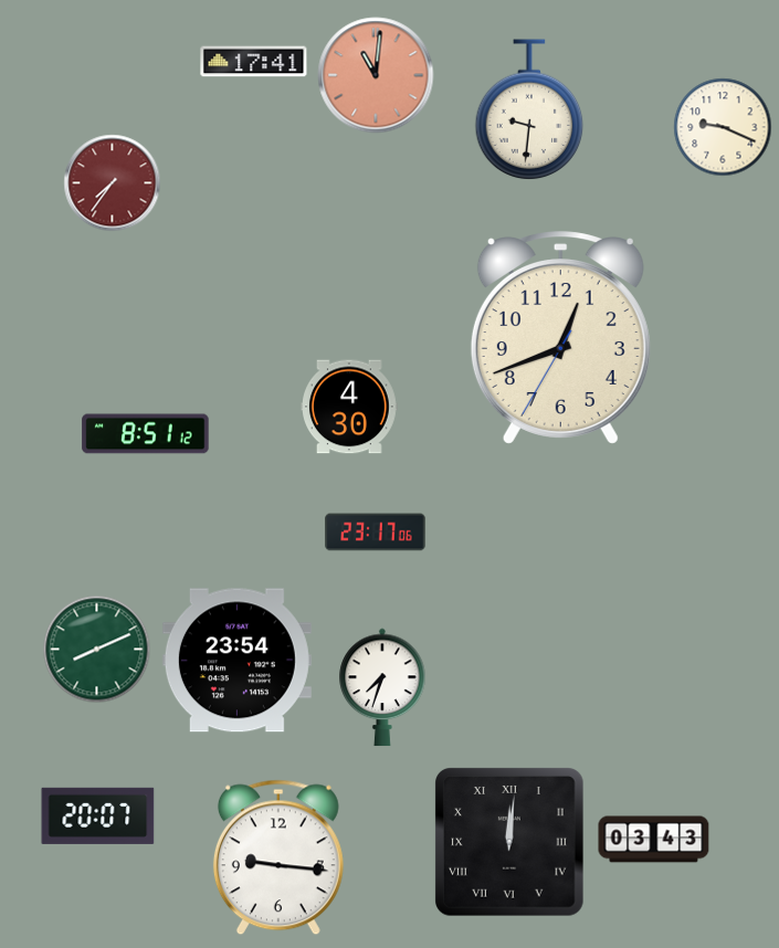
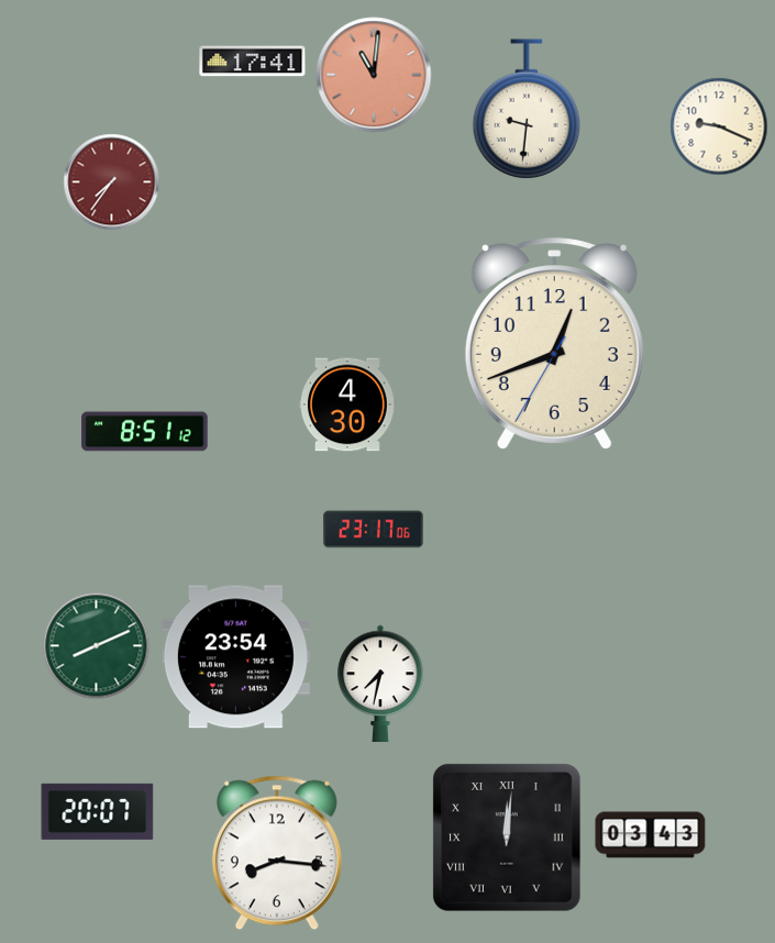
clock at (560, 338) position: (560, 338) -> (554, 344)
clock at (382, 687): 7:33 -> 7:32
clock at (278, 857): 9:16 -> 8:16
